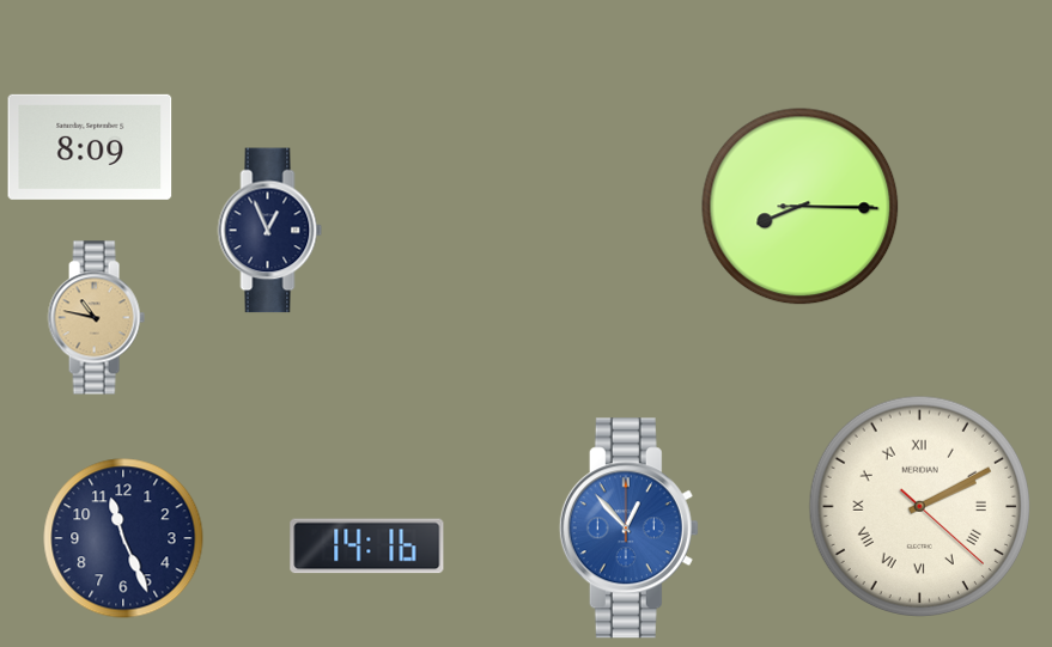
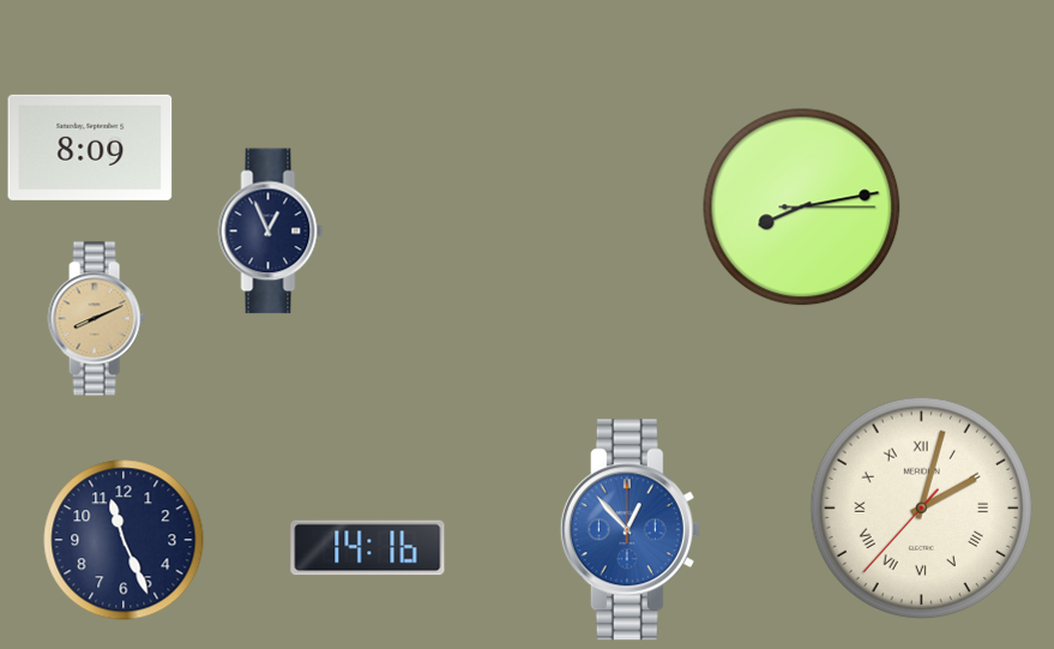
clock at (801, 207): 8:15 -> 8:13
clock at (96, 318): 10:47 -> 8:11
clock at (920, 507): 2:10 -> 2:02
